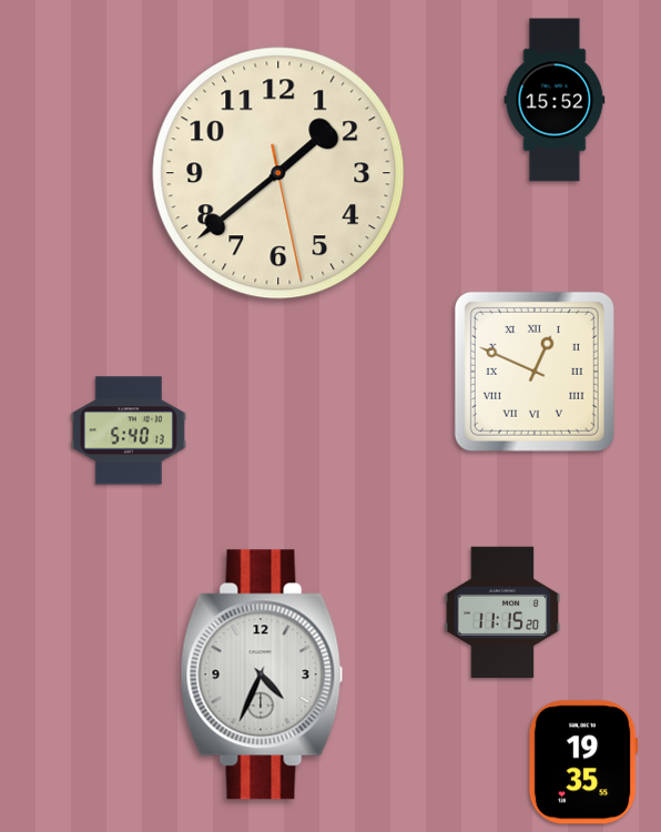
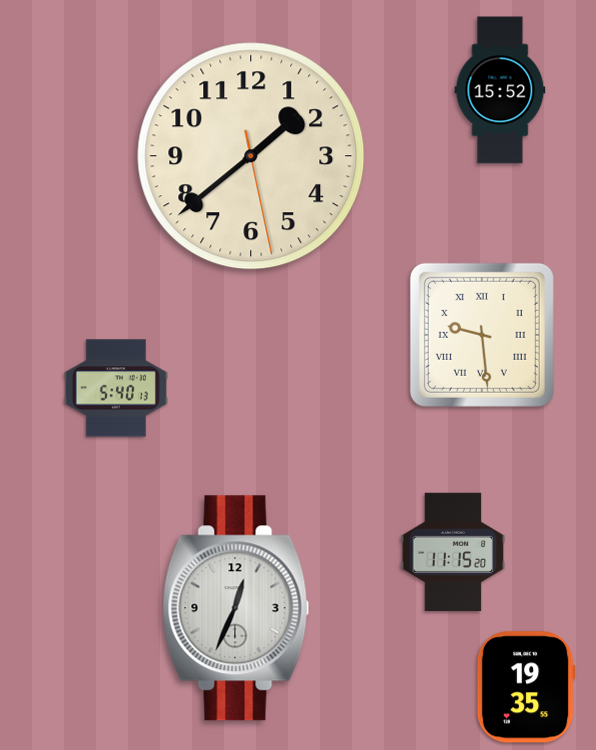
clock at (535, 372): 12:49 -> 9:29
clock at (262, 674): 4:34 -> 12:34
